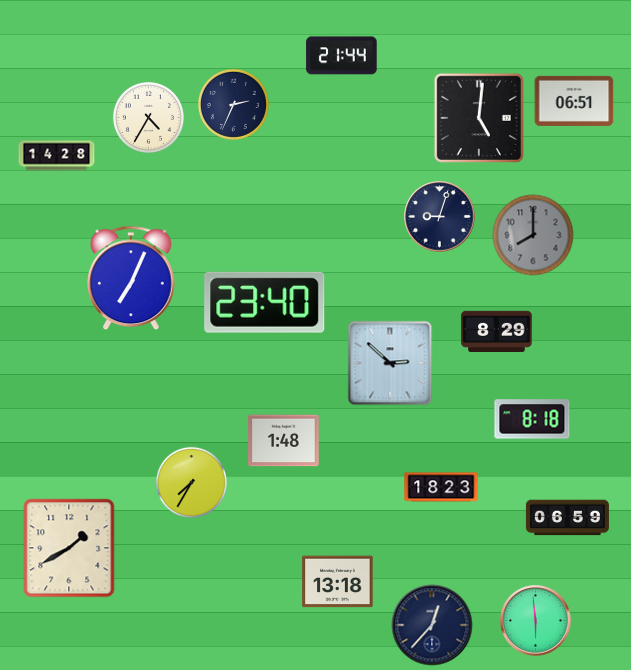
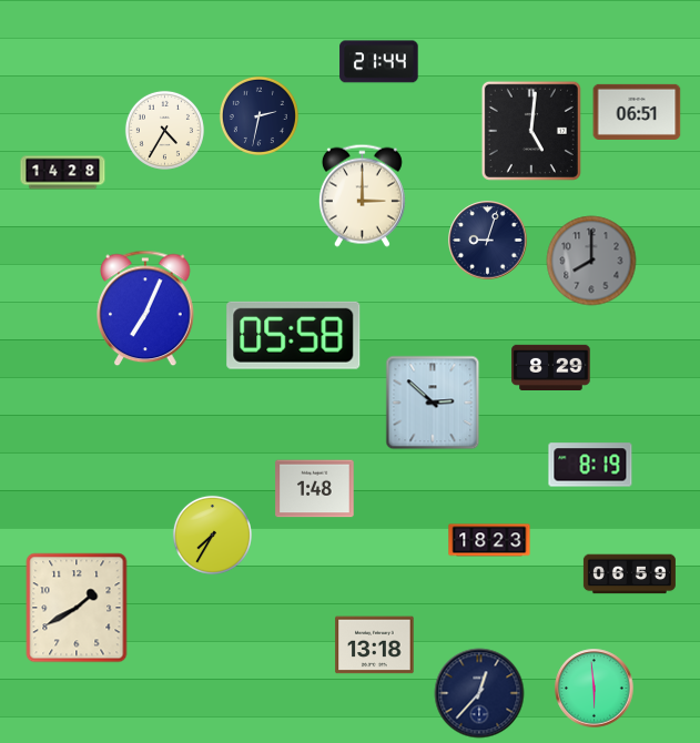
clock at (233, 104): 2:34 -> 2:32
clock at (362, 195): none -> 3:00
clock at (265, 302): 23:40 -> 05:58
clock at (532, 419): 8:18 -> 8:19
